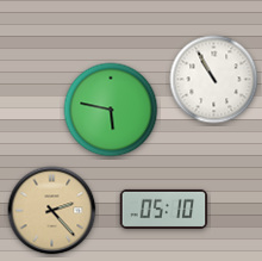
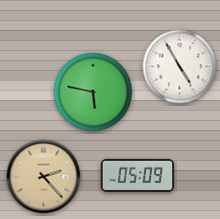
clock at (214, 80): 10:55 -> 4:55
clock at (164, 209): 05:10 -> 05:09
